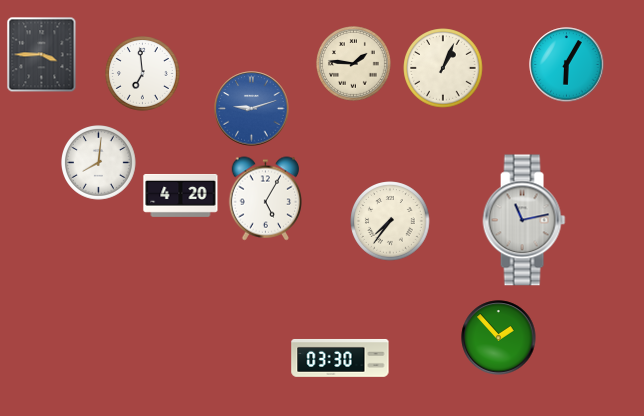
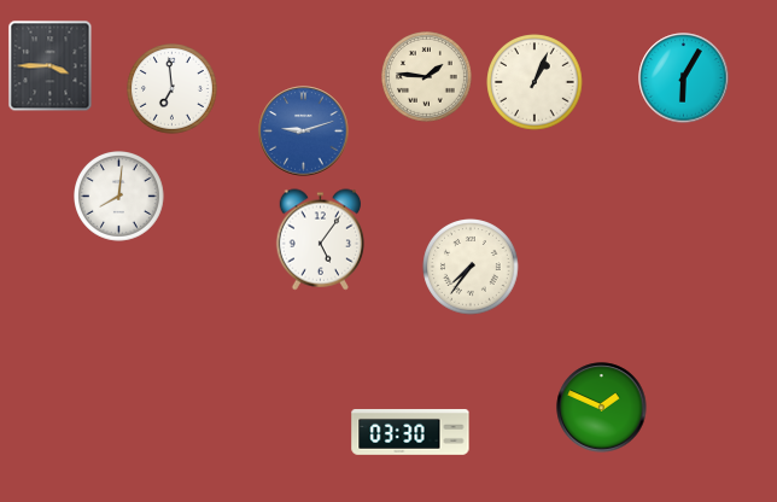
clock at (181, 195): 4:20 -> none
clock at (266, 199): 5:05 -> 5:06
clock at (524, 220): 11:13 -> none
clock at (499, 338): 1:53 -> 1:49
